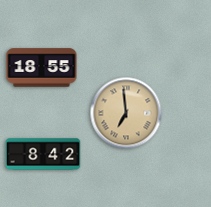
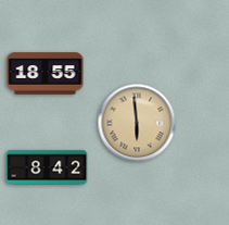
clock at (126, 113): 6:59 -> 5:59
